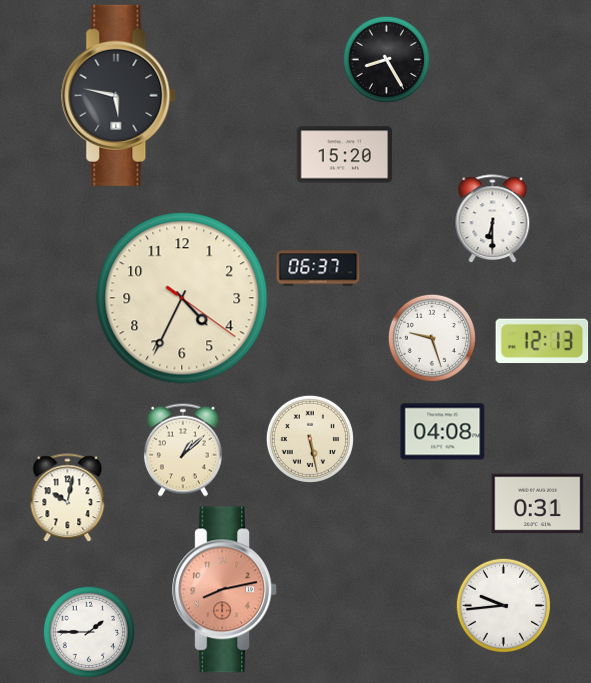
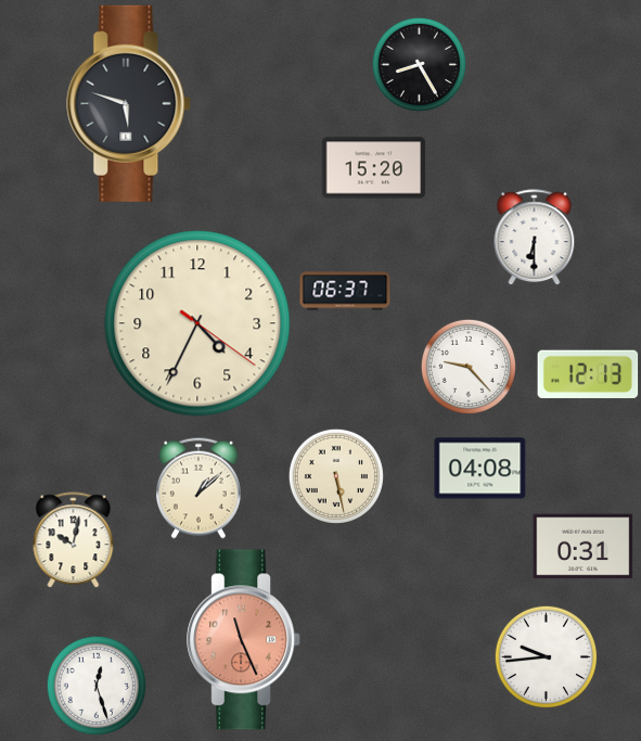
clock at (119, 95): 5:47 -> 5:48
clock at (432, 338): 9:27 -> 9:23
clock at (542, 341) position: (542, 341) -> (588, 374)
clock at (224, 590): 8:13 -> 11:26
clock at (89, 632): 1:45 -> 12:27
